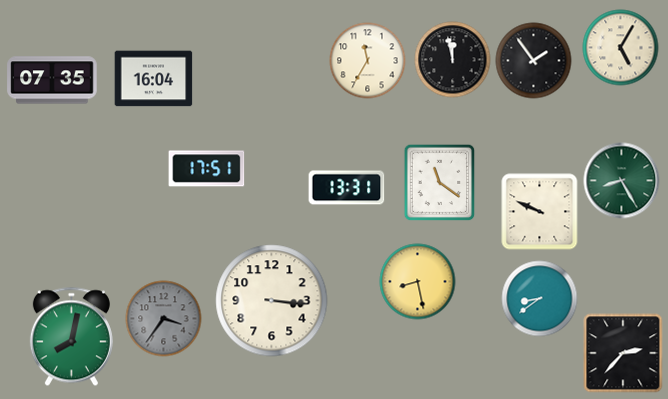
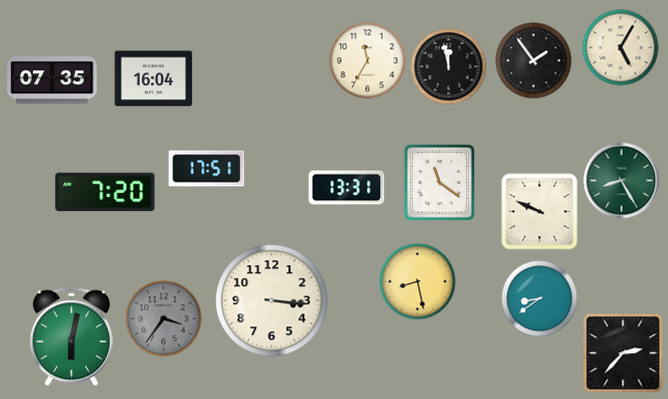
clock at (453, 60) position: (453, 60) -> (449, 67)
clock at (105, 192): none -> 7:20
clock at (71, 337): 8:02 -> 6:02
